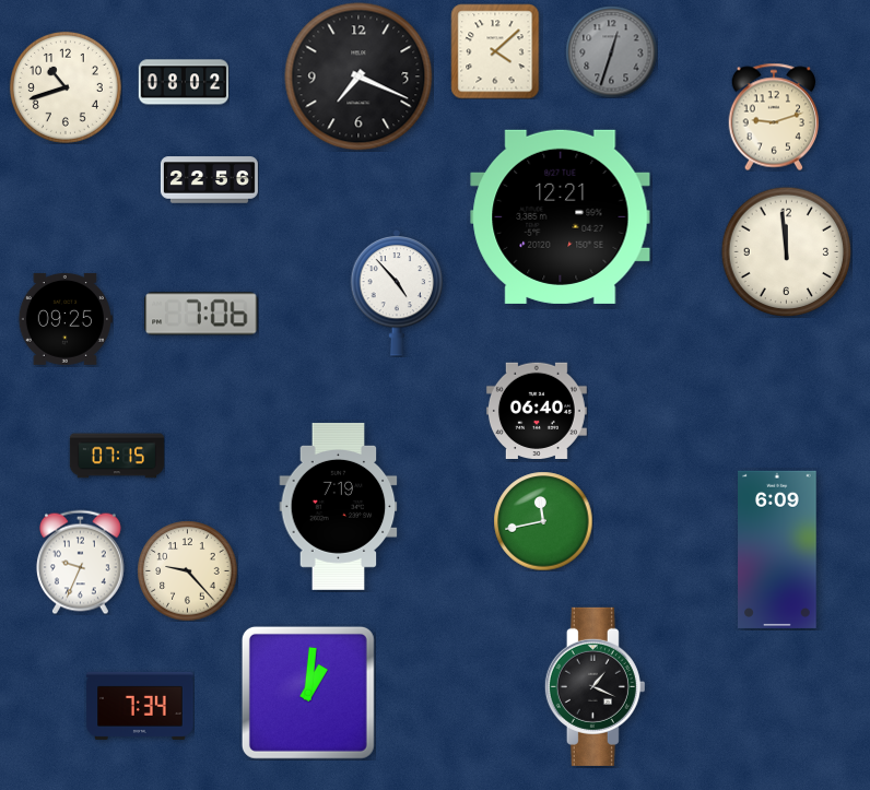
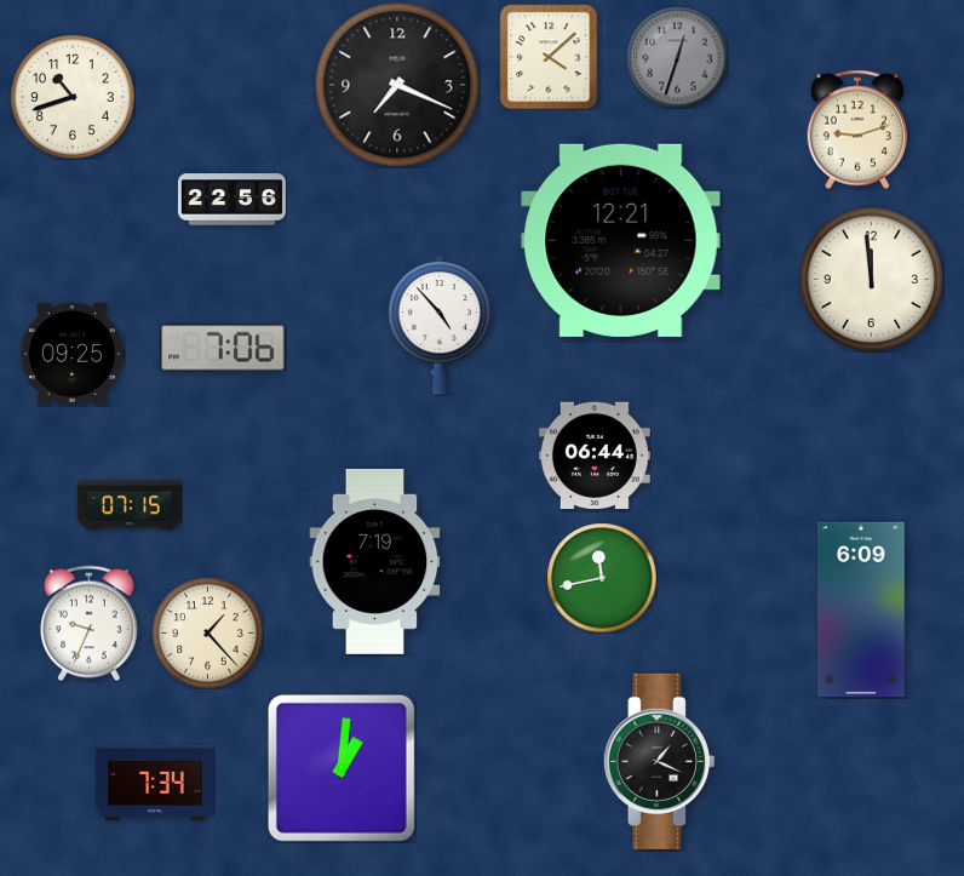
clock at (184, 82): 08:02 -> none
clock at (537, 411): 06:40 -> 06:44
clock at (187, 570): 9:23 -> 1:23
